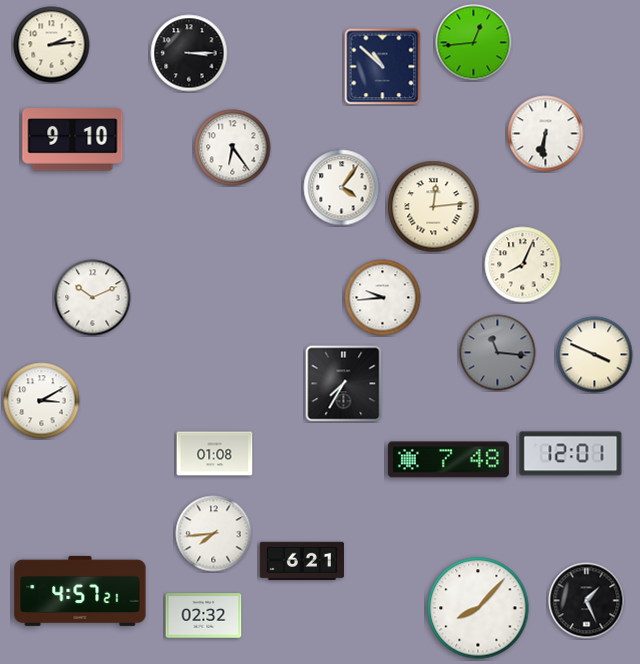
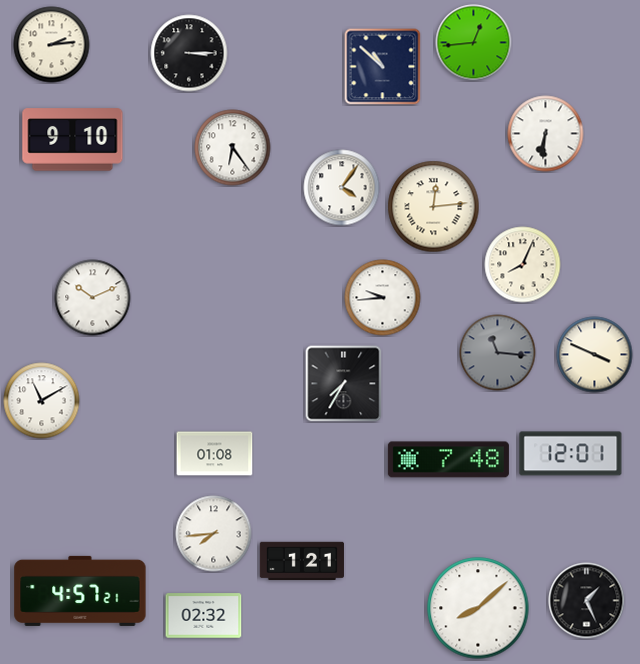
clock at (42, 401): 3:10 -> 11:10
clock at (302, 560): 6:21 -> 1:21
clock at (478, 608): 8:07 -> 8:08
